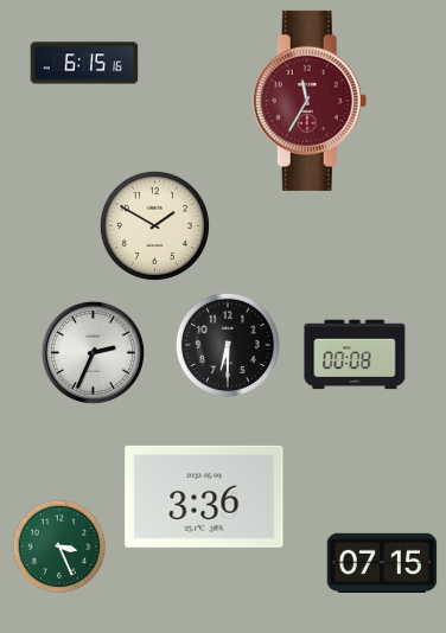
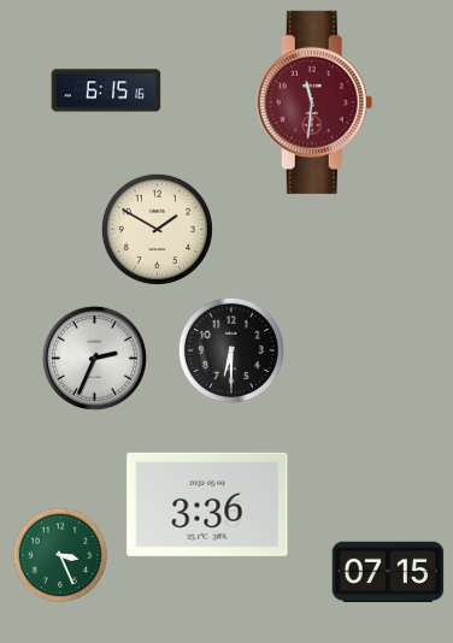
clock at (84, 63) position: (84, 63) -> (106, 90)
clock at (310, 101): 11:35 -> 11:31
clock at (355, 354): 00:08 -> none
